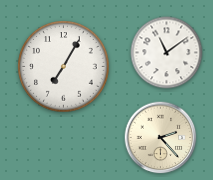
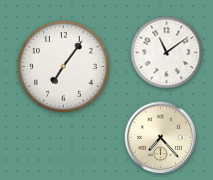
clock at (64, 67): 7:05 -> 7:06
clock at (161, 138): 2:23 -> 7:23
